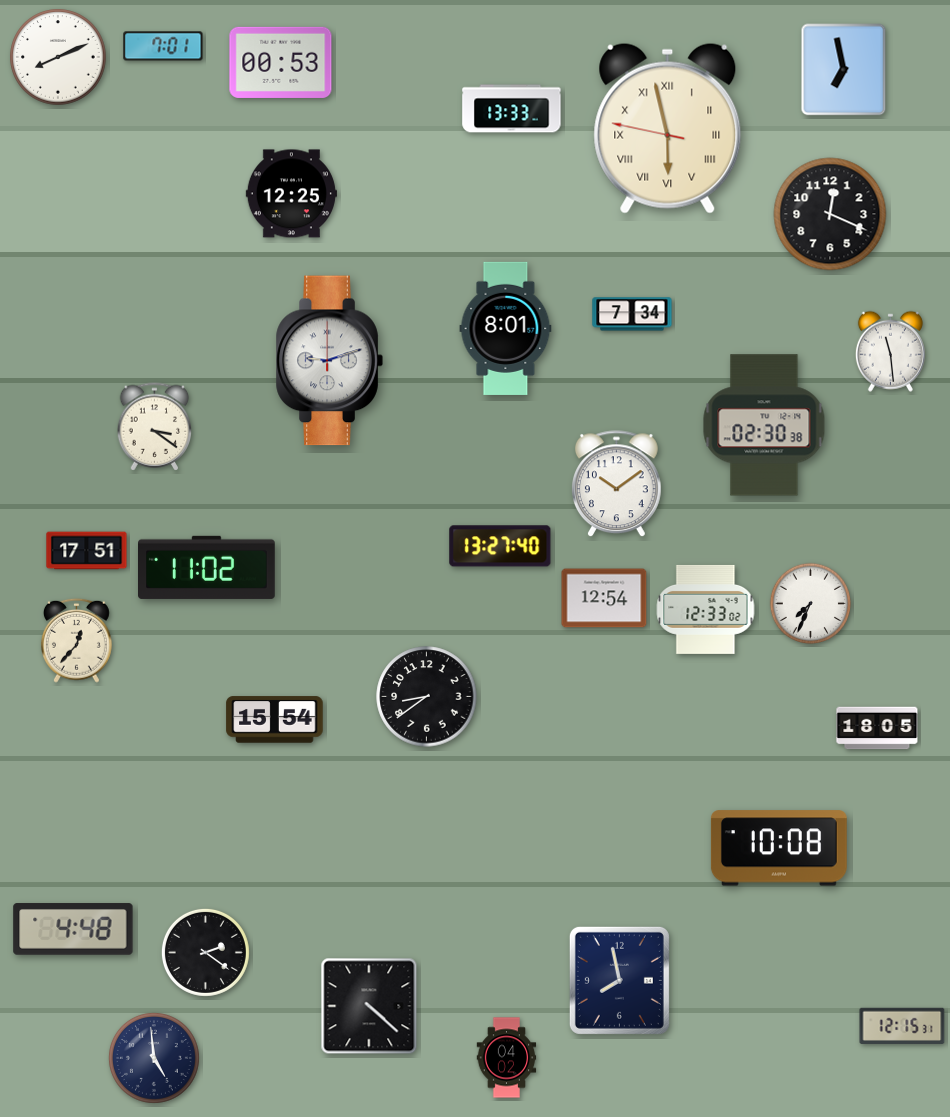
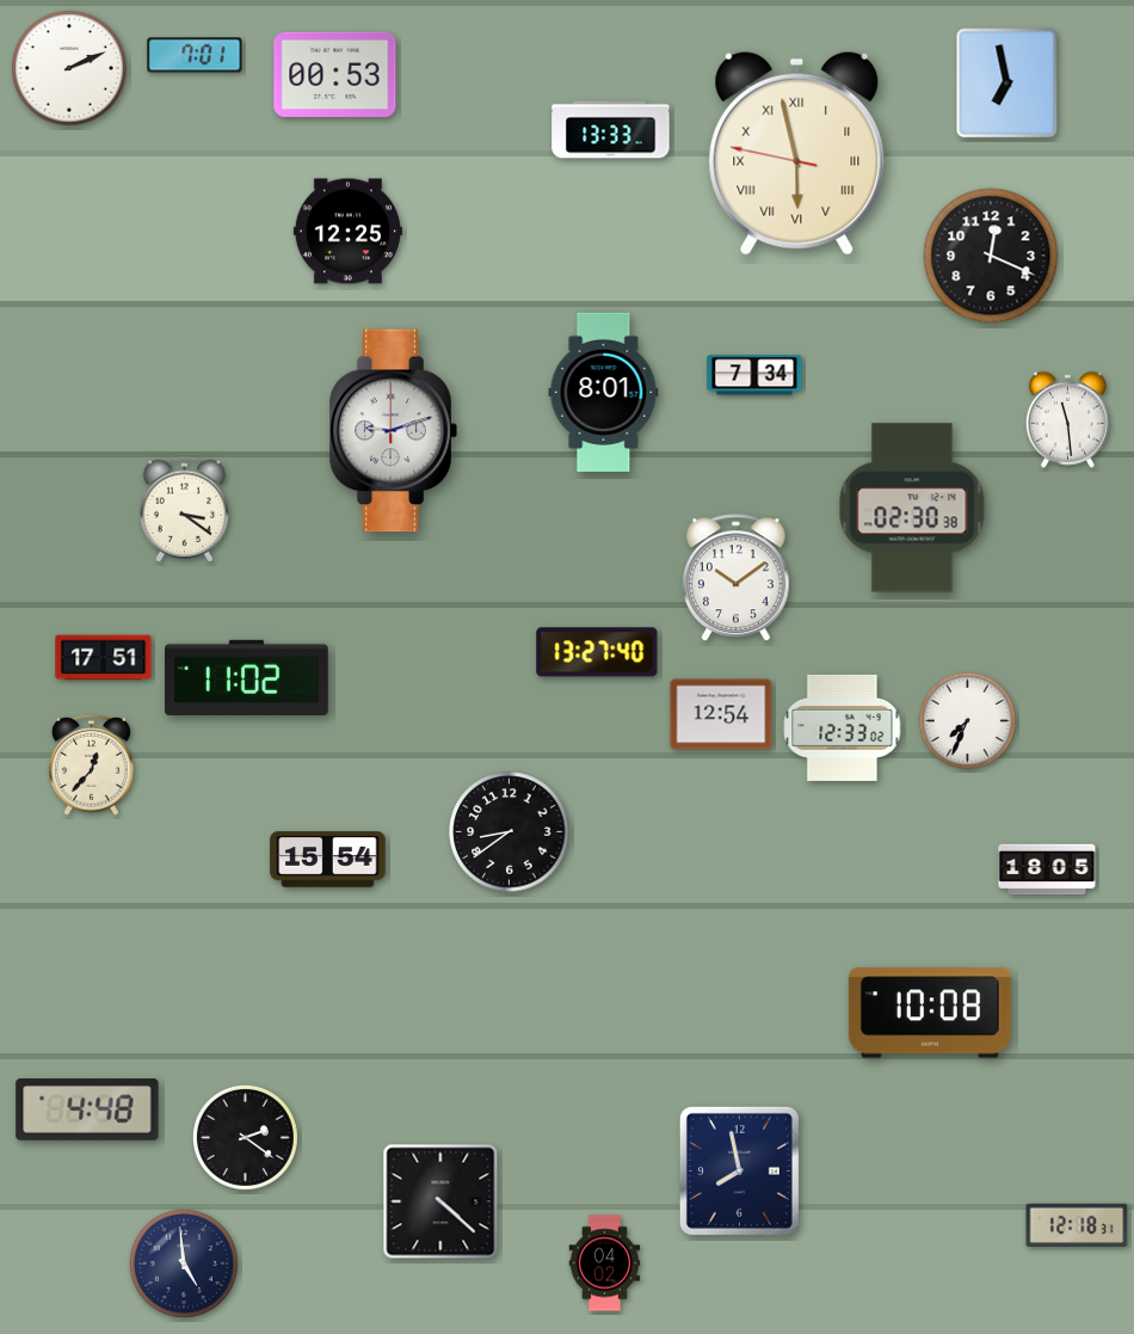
clock at (58, 57): 8:11 -> 2:11
clock at (890, 351) position: (890, 351) -> (1067, 419)
clock at (902, 1026): 12:15 -> 12:18
